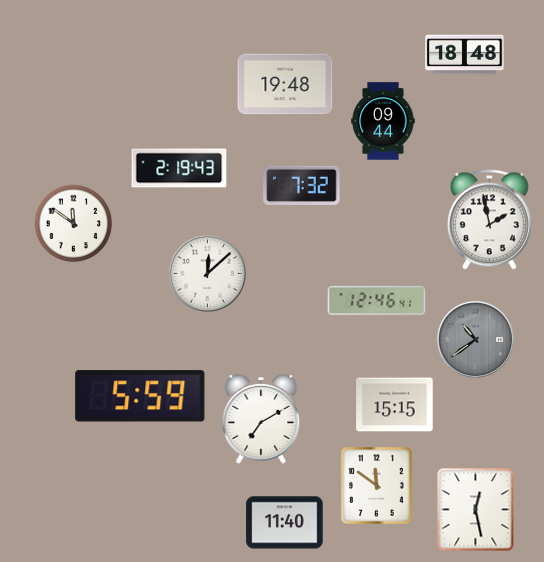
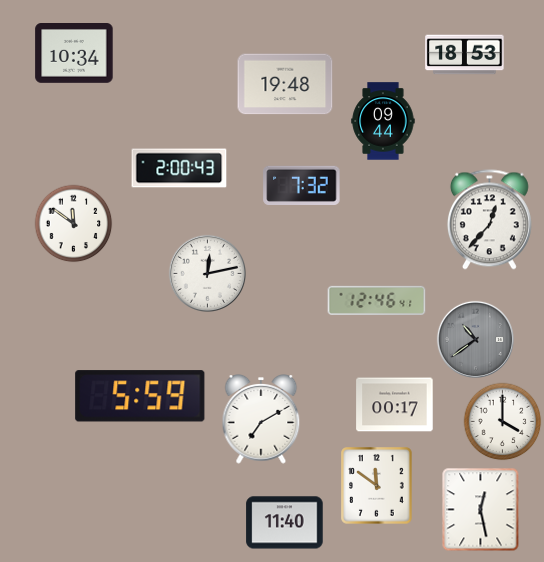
clock at (74, 54): none -> 10:34
clock at (465, 55): 18:48 -> 18:53
clock at (179, 168): 2:19 -> 2:00
clock at (489, 220): 1:58 -> 12:37
clock at (207, 273): 12:08 -> 12:13
clock at (395, 405): 15:15 -> 00:17
clock at (502, 421): none -> 4:00
clock at (476, 509) position: (476, 509) -> (481, 509)
